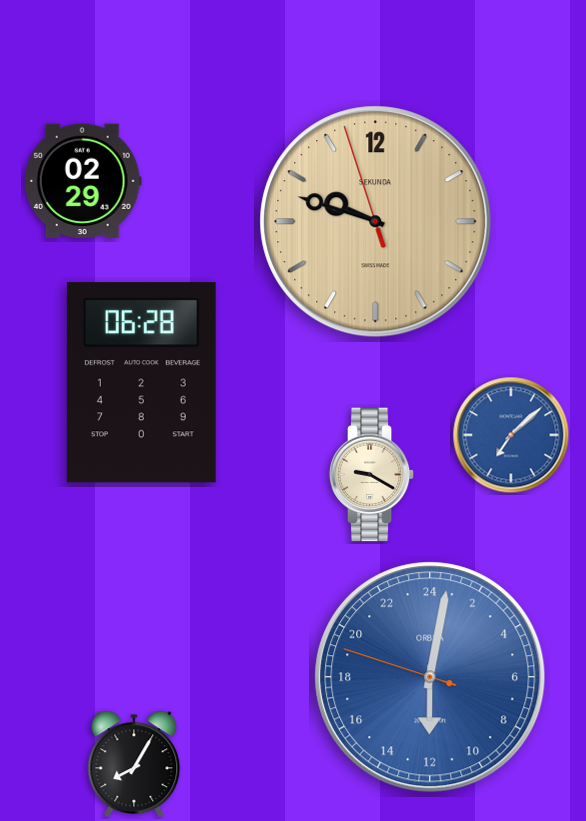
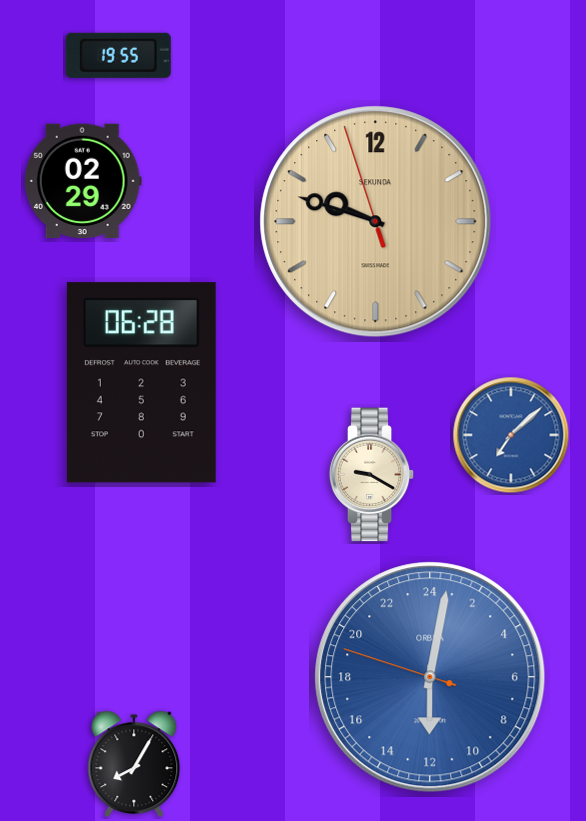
clock at (118, 55): none -> 19:55
